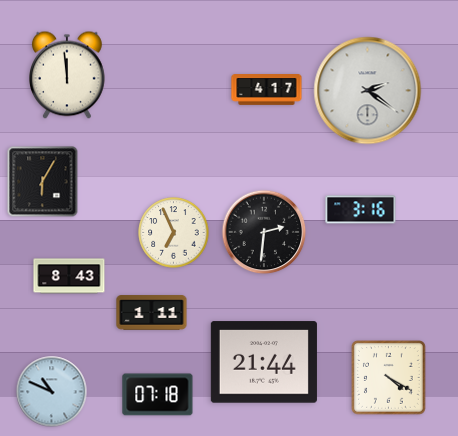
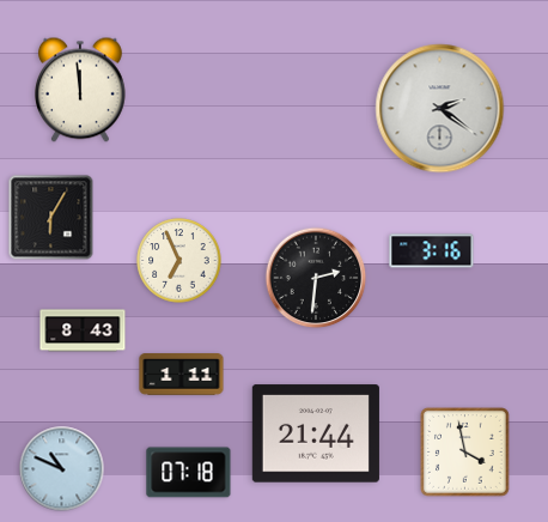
clock at (267, 90): 4:17 -> none
clock at (174, 233) position: (174, 233) -> (179, 261)
clock at (389, 378): 4:20 -> 3:58
